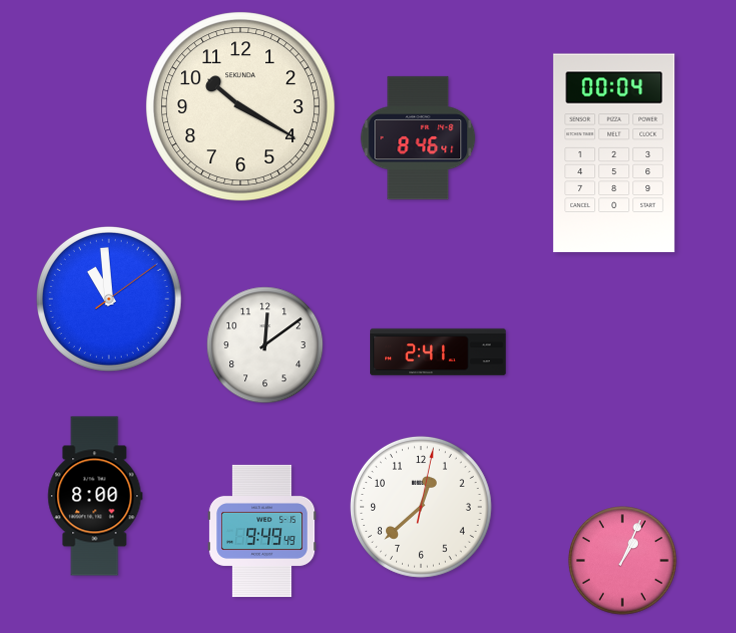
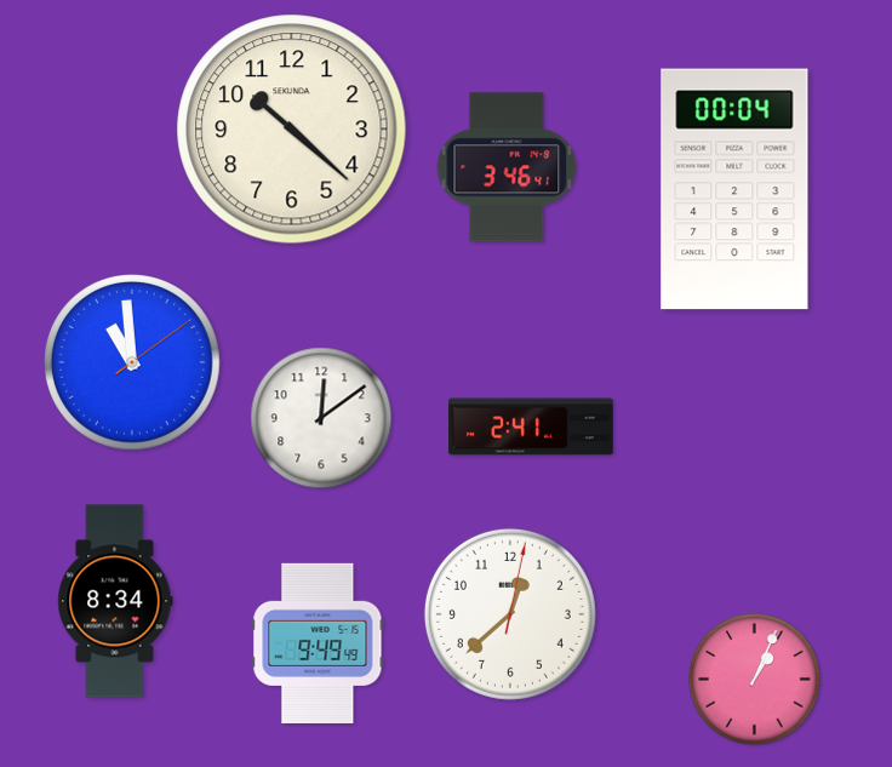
clock at (241, 107): 10:20 -> 10:22
clock at (418, 138): 8:46 -> 3:46
clock at (614, 153) position: (614, 153) -> (734, 189)
clock at (95, 496): 8:00 -> 8:34
